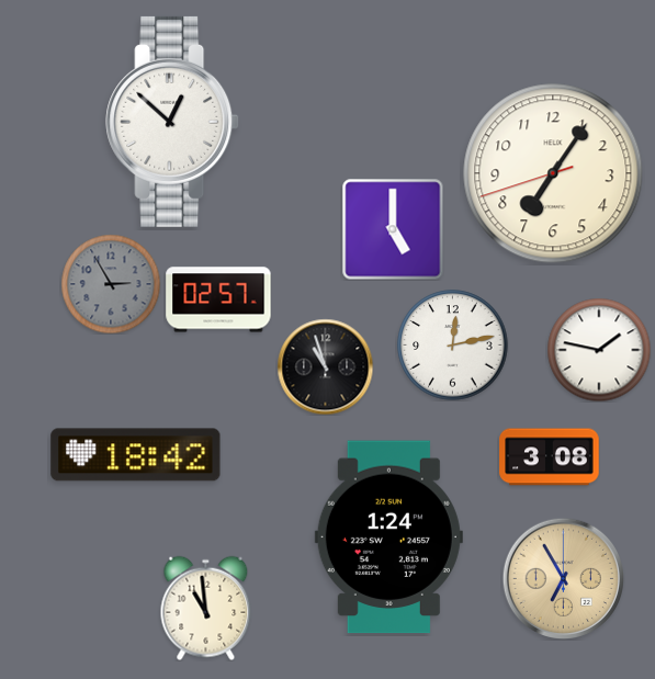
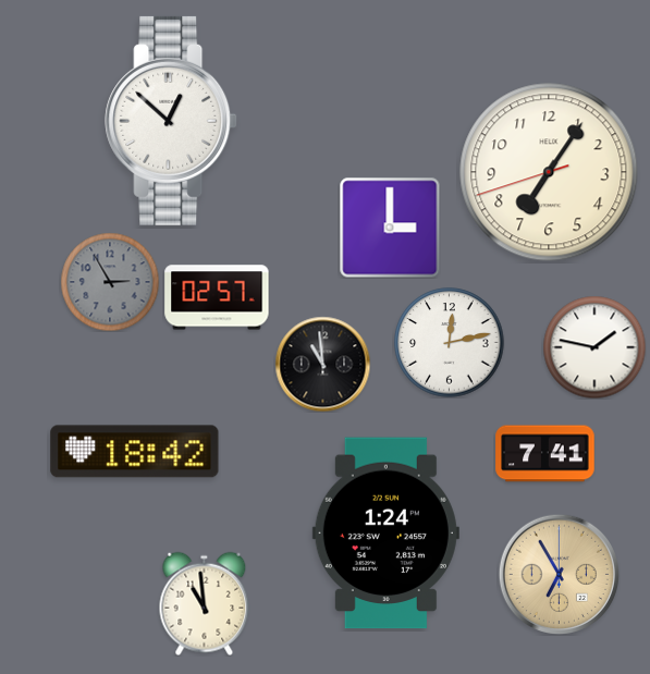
clock at (393, 229): 5:00 -> 3:00
clock at (325, 366): 10:57 -> 10:59
clock at (550, 457): 3:08 -> 7:41
